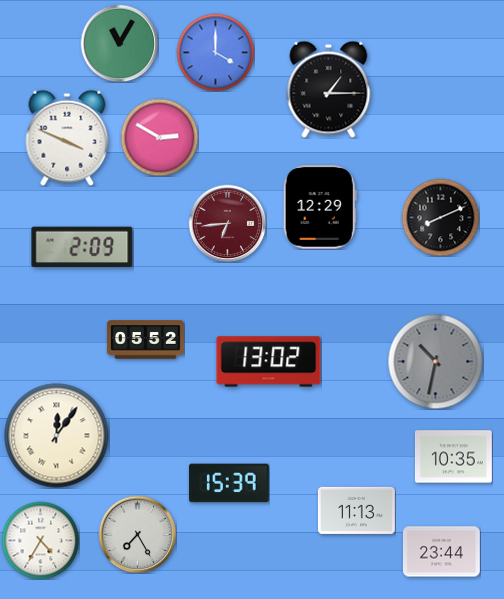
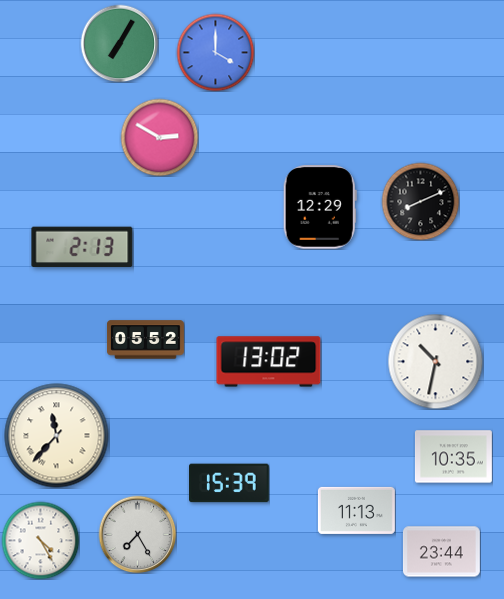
clock at (119, 43): 11:05 -> 7:05
clock at (329, 89): 1:15 -> none
clock at (67, 138): 3:49 -> none
clock at (440, 217) position: (440, 217) -> (420, 201)
clock at (227, 223): 6:44 -> none
clock at (82, 247): 2:09 -> 2:13
clock at (435, 361) dial: grey -> white
clock at (57, 436): 12:06 -> 11:37
clock at (40, 540): 4:35 -> 4:25
